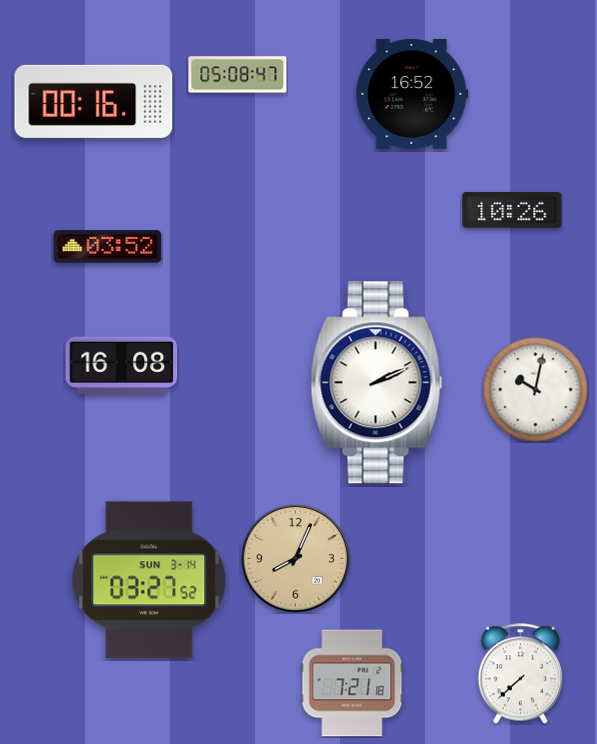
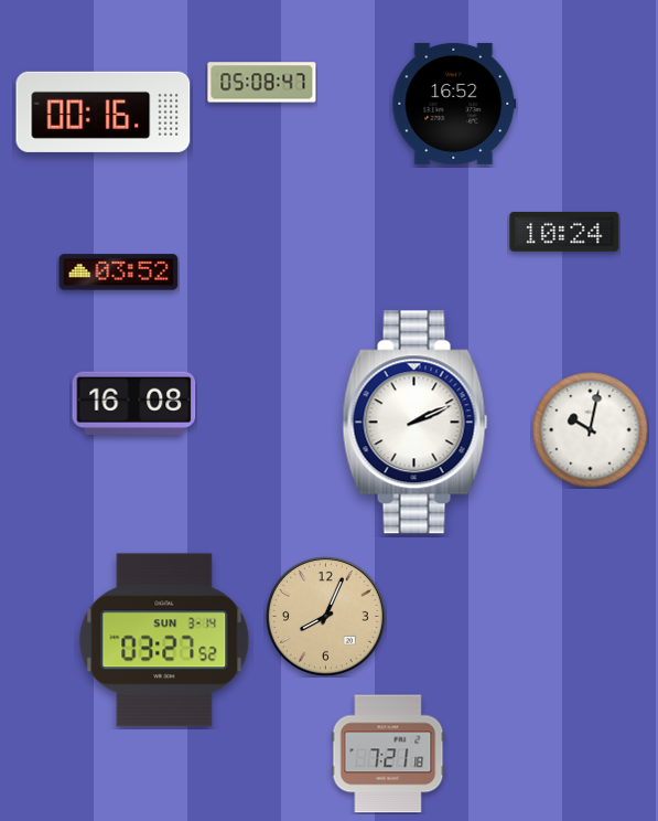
clock at (512, 210): 10:26 -> 10:24
clock at (520, 674): 7:38 -> none
